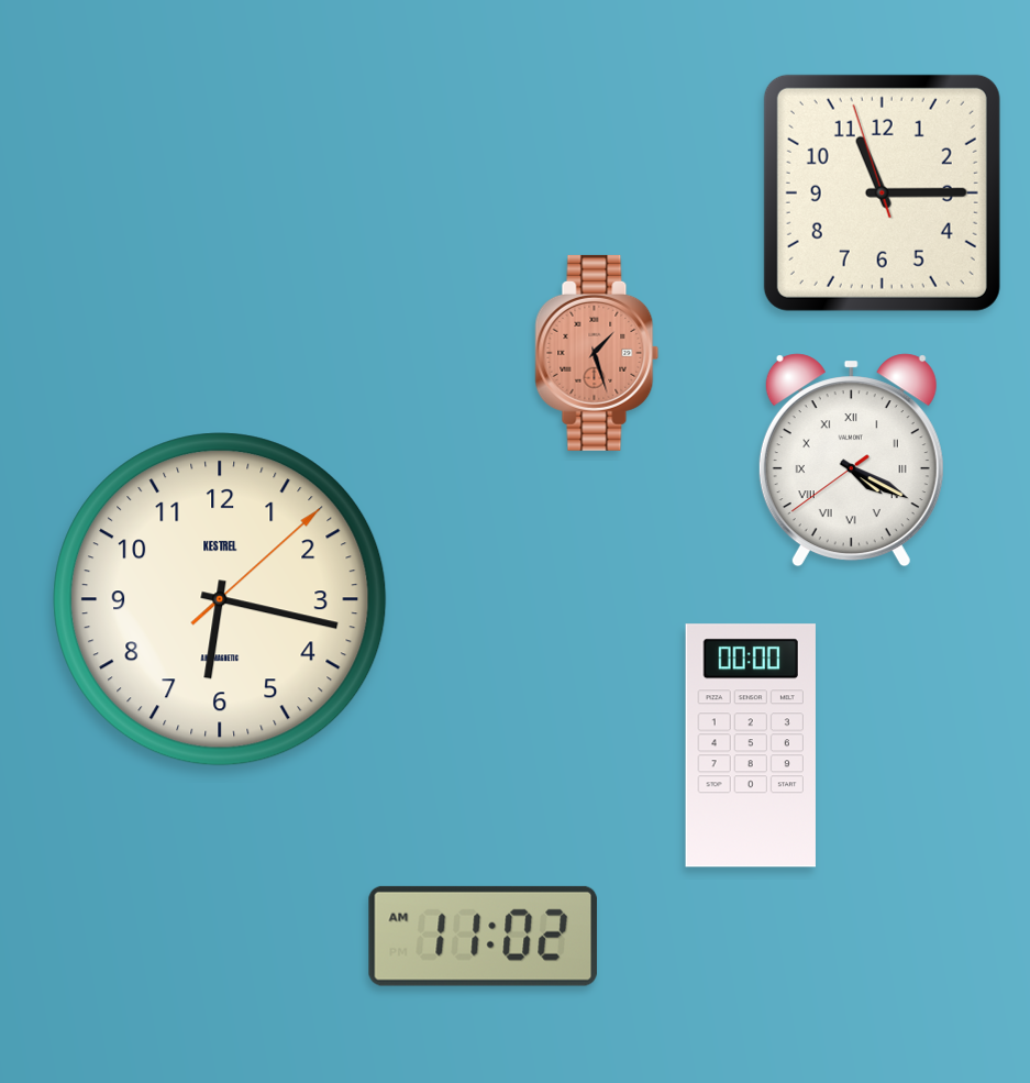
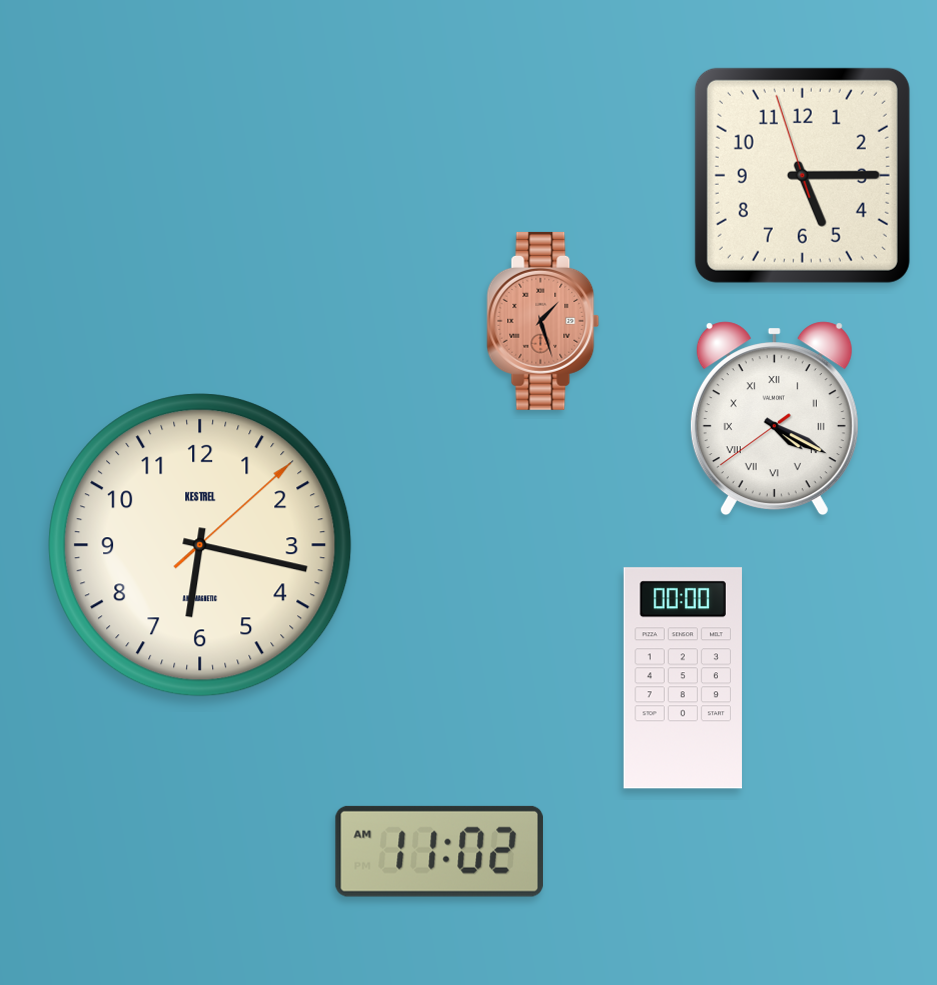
clock at (882, 192): 11:14 -> 5:14
